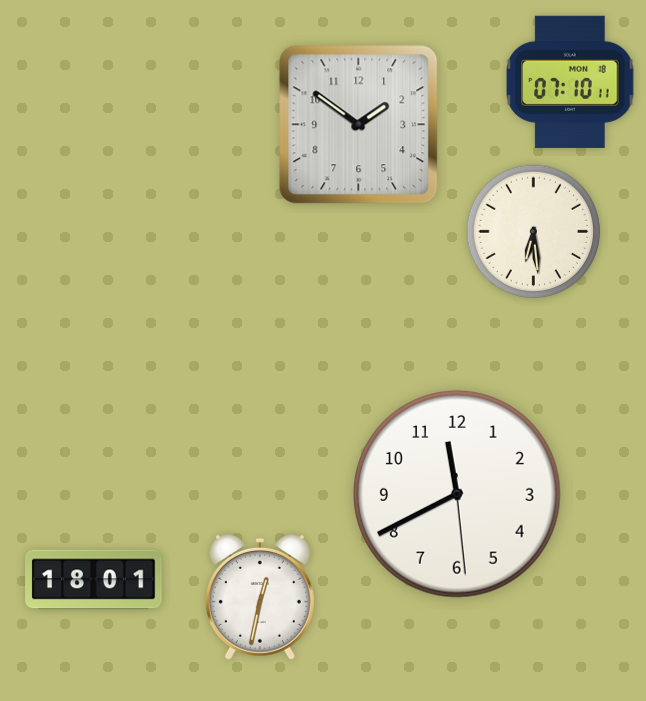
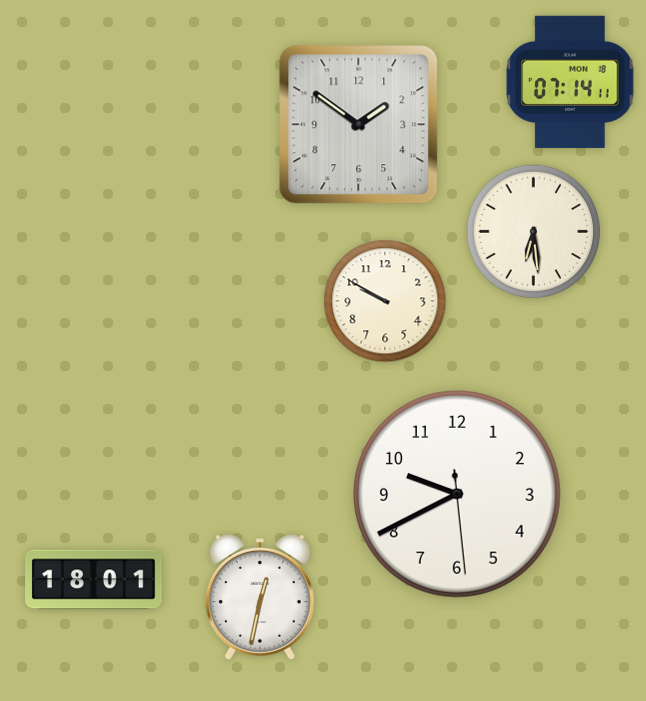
clock at (570, 82): 07:10 -> 07:14
clock at (385, 301): none -> 9:50
clock at (458, 495): 11:40 -> 9:40
